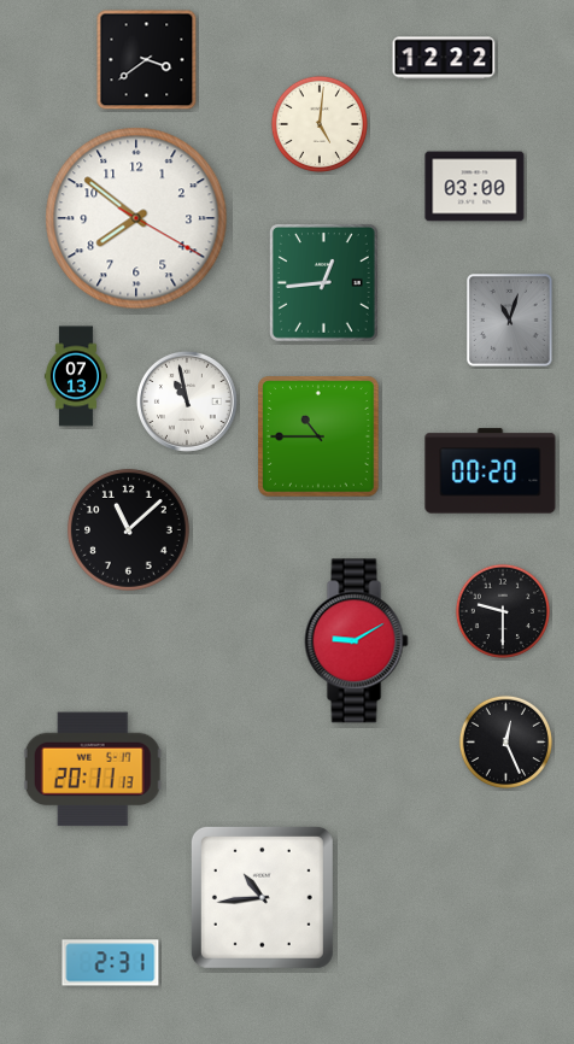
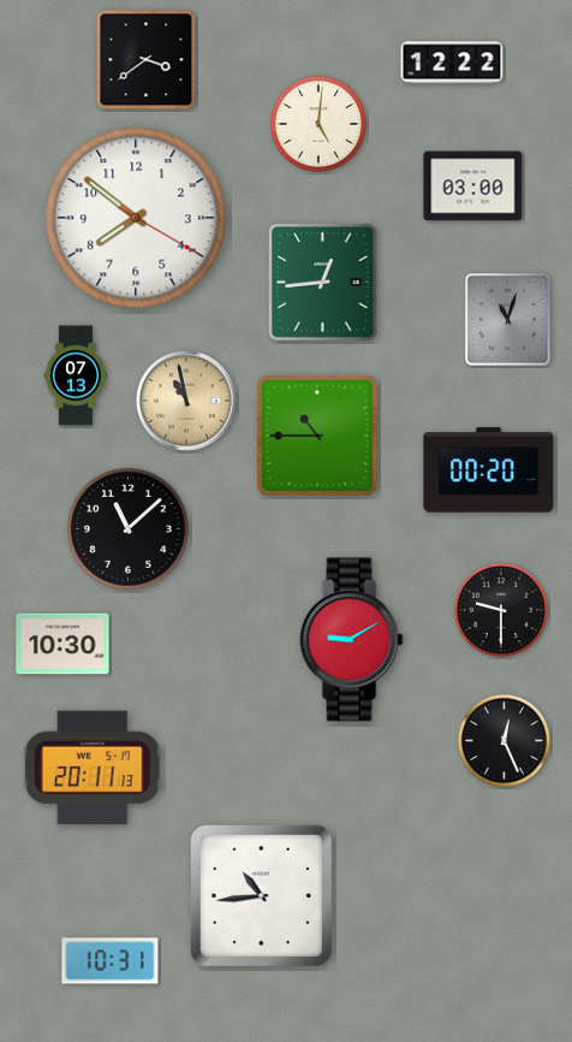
clock at (444, 58) position: (444, 58) -> (452, 63)
clock at (187, 401) dial: white -> champagne
clock at (357, 641) position: (357, 641) -> (352, 640)
clock at (62, 644): none -> 10:30
clock at (111, 963): 2:31 -> 10:31
